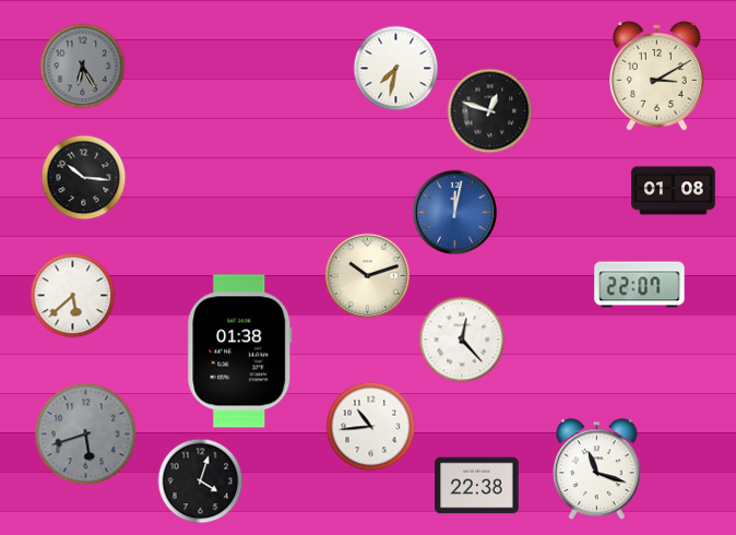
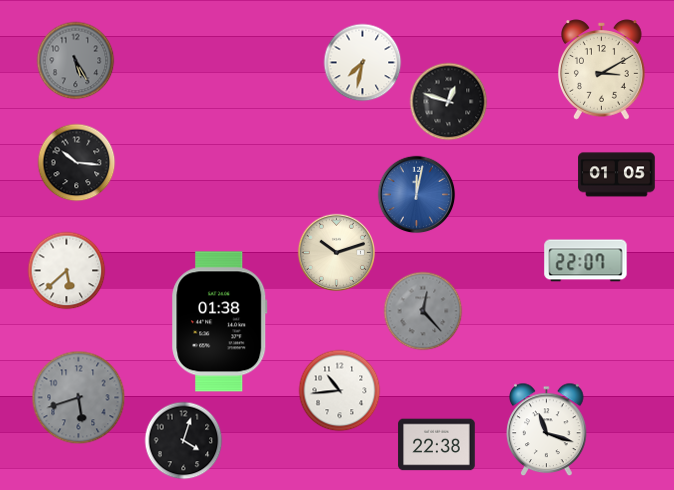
clock at (82, 66): 6:25 -> 5:25
clock at (674, 191): 01:08 -> 01:05
clock at (462, 340) dial: white -> grey
